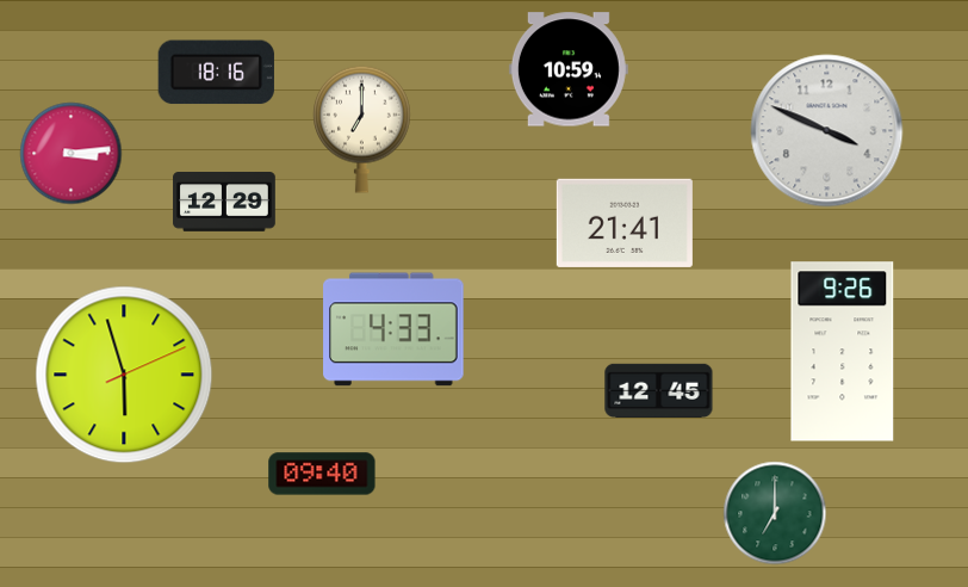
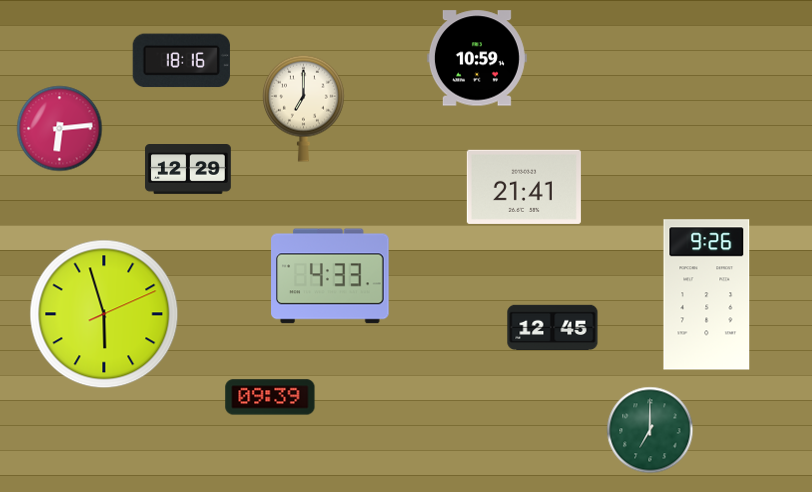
clock at (827, 131): 3:49 -> none
clock at (72, 154): 3:14 -> 6:14
clock at (322, 474): 09:40 -> 09:39
